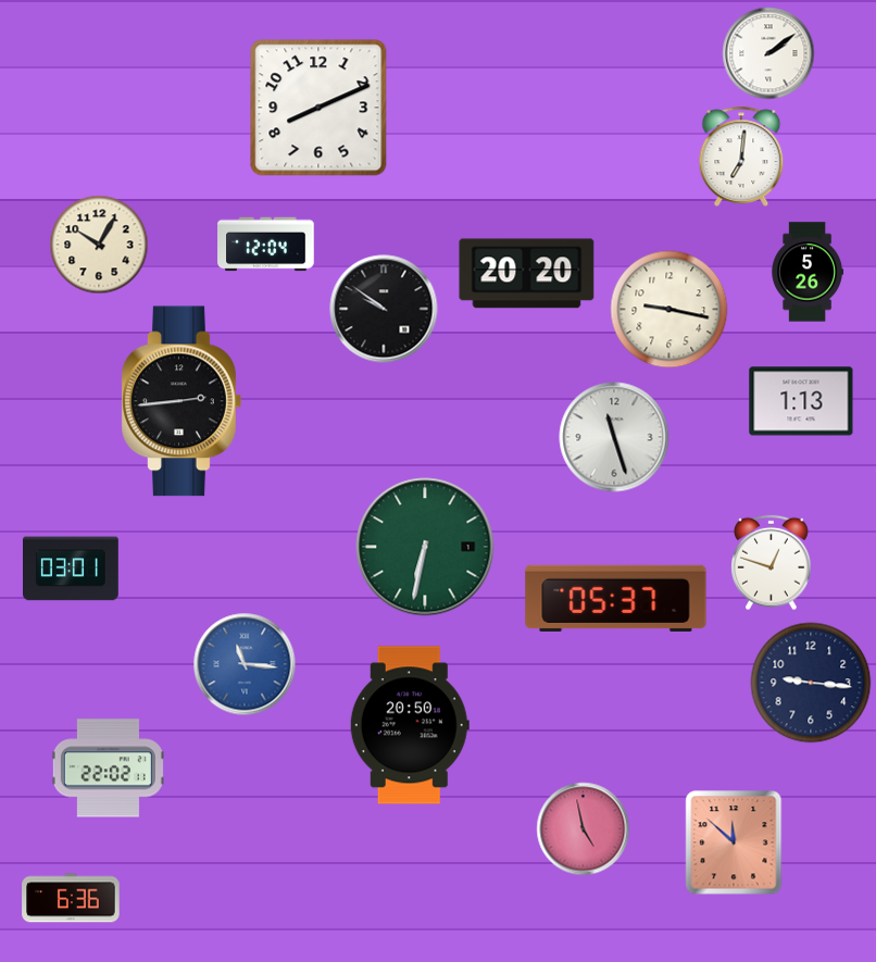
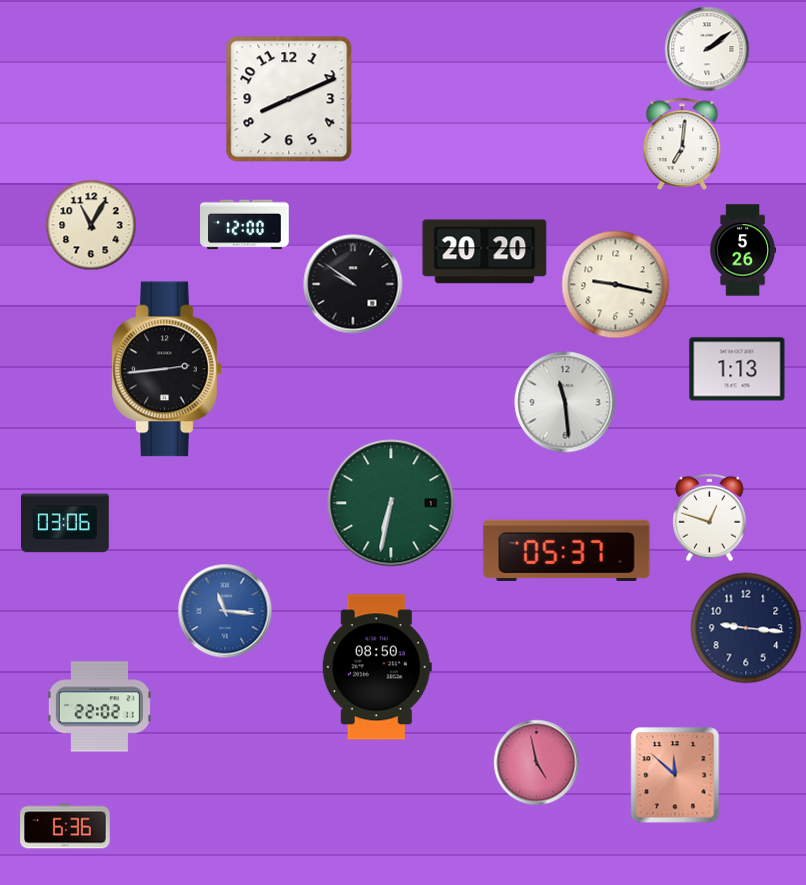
clock at (318, 108) position: (318, 108) -> (289, 99)
clock at (99, 245): 10:05 -> 11:05
clock at (266, 245): 12:04 -> 12:00
clock at (614, 437): 11:27 -> 11:29
clock at (72, 569): 03:01 -> 03:06
clock at (410, 725): 20:50 -> 08:50
